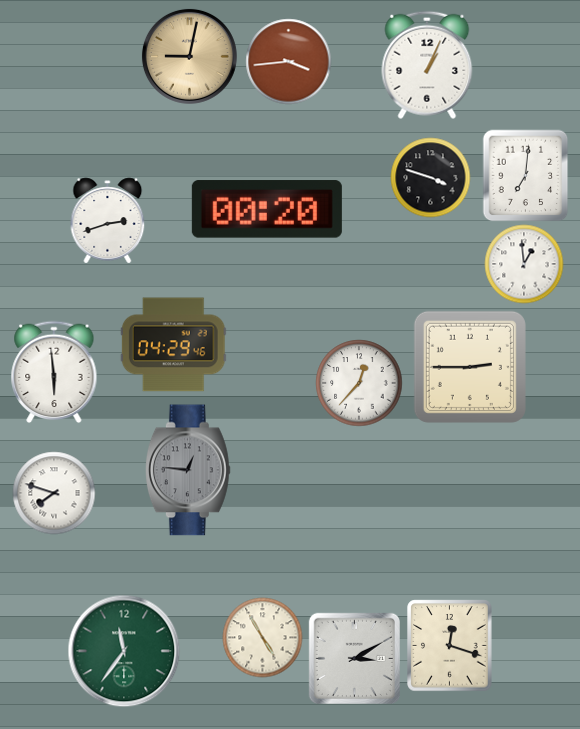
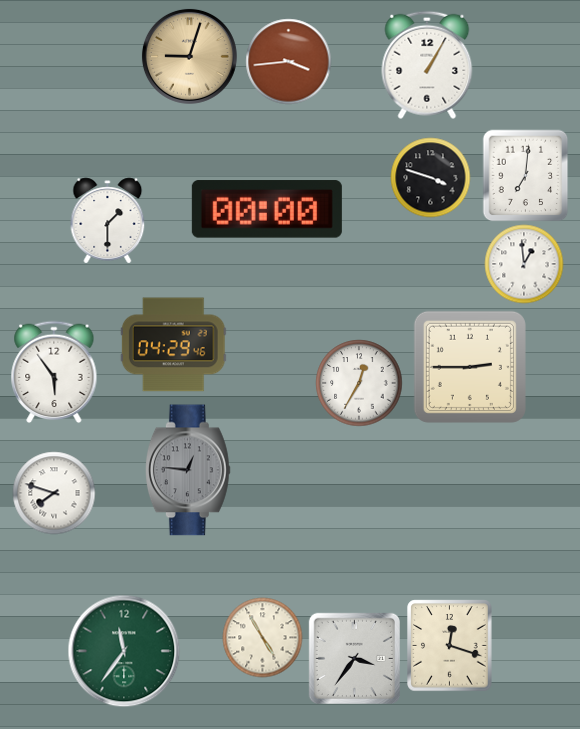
clock at (189, 56): 9:02 -> 9:03
clock at (427, 65): 1:04 -> 1:05
clock at (267, 209): 00:20 -> 00:00
clock at (108, 220): 2:42 -> 1:30
clock at (54, 372): 5:59 -> 5:54
clock at (359, 383): 12:37 -> 12:35
clock at (354, 658): 3:10 -> 3:36
